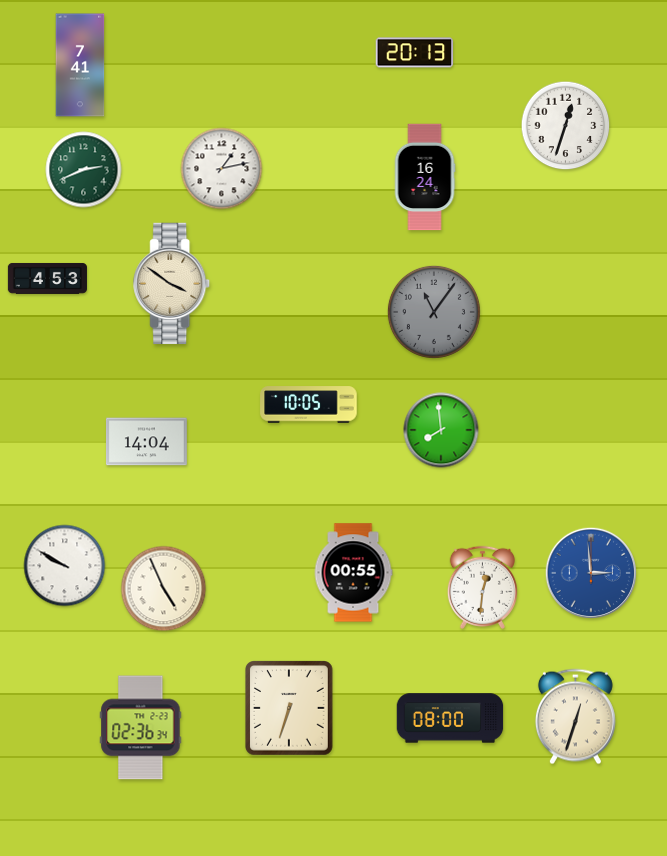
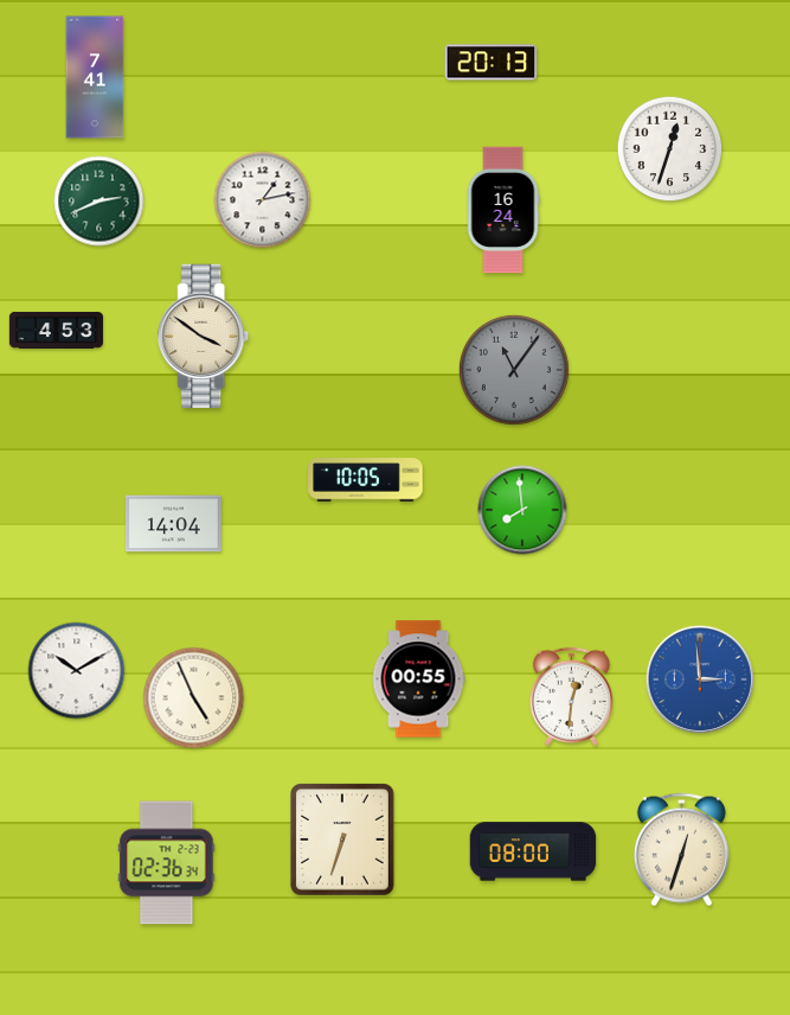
clock at (65, 566): 9:50 -> 10:10
